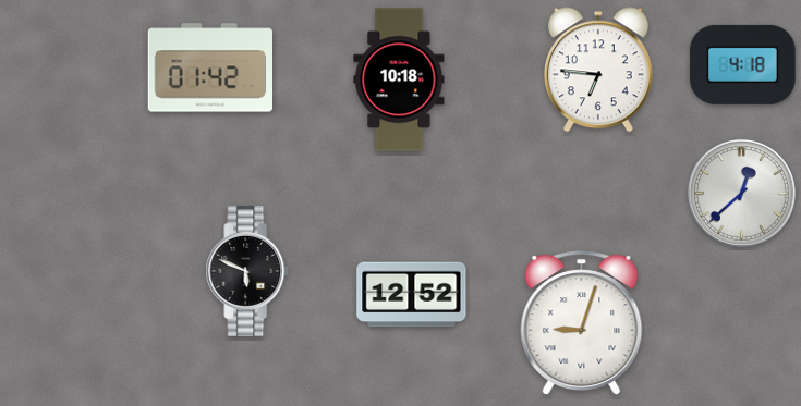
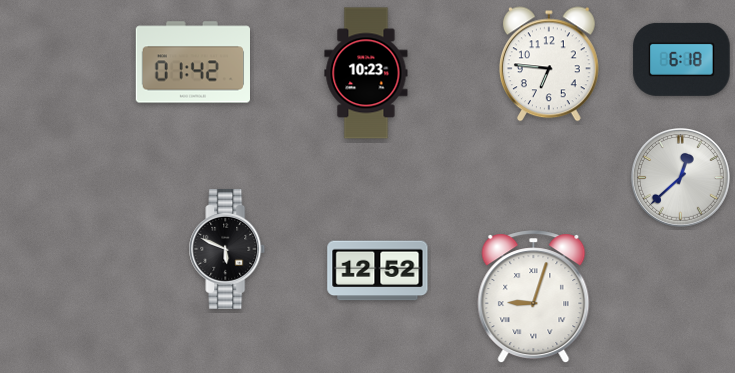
clock at (743, 64): 4:18 -> 6:18
clock at (399, 79): 10:18 -> 10:23
